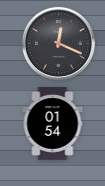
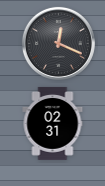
clock at (53, 123): 01:54 -> 02:31
